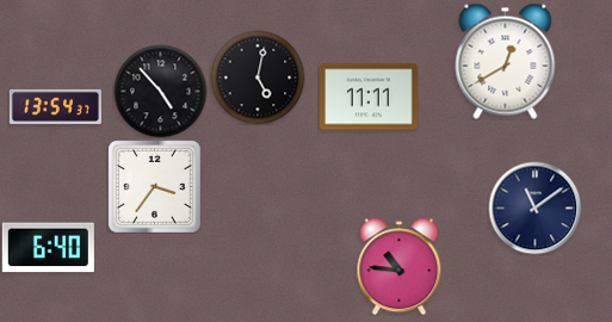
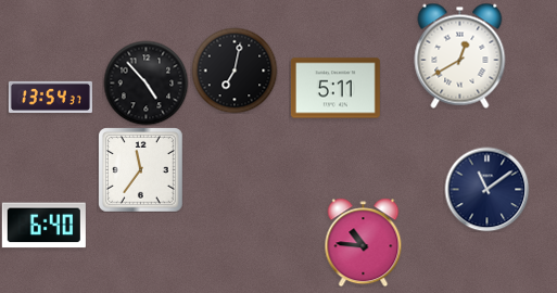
clock at (258, 78): 5:02 -> 7:02
clock at (369, 97): 11:11 -> 5:11
clock at (155, 187): 3:36 -> 11:36
